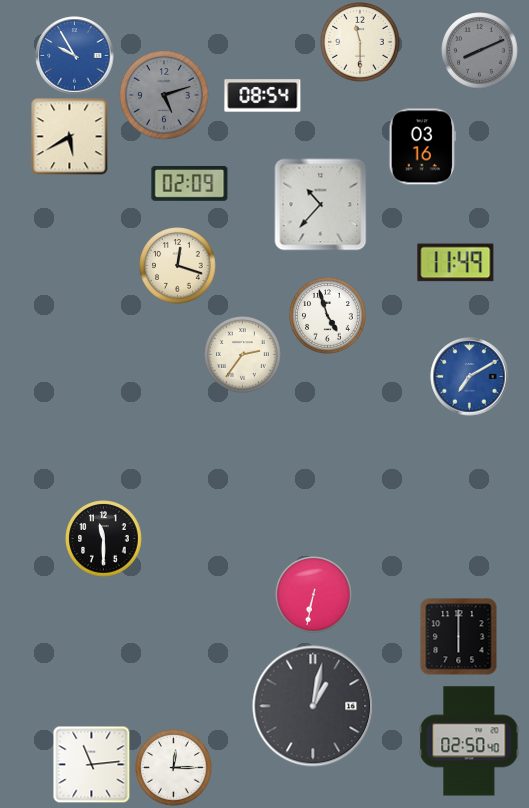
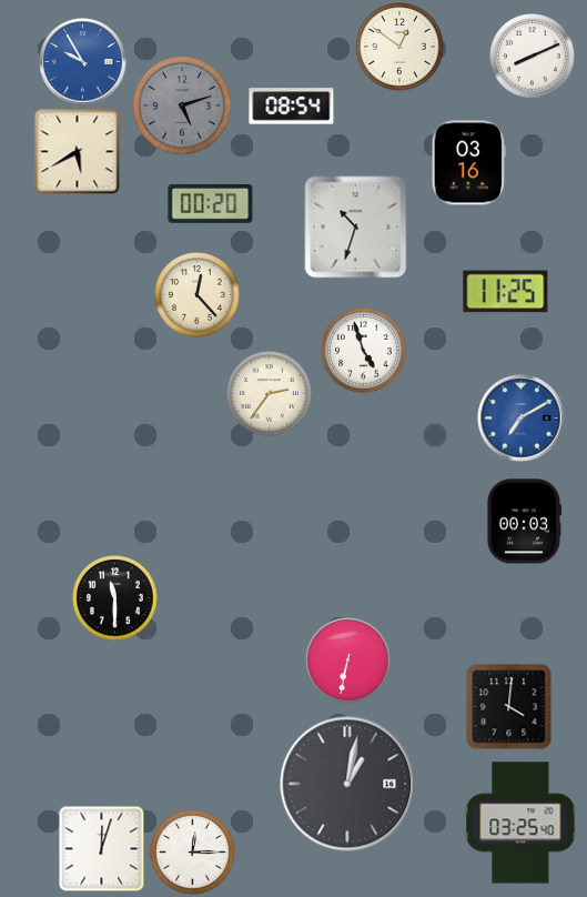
clock at (360, 42): 11:30 -> 12:51
clock at (480, 51) dial: grey -> white
clock at (190, 183): 02:09 -> 00:20
clock at (321, 205): 10:37 -> 10:33
clock at (456, 263): 11:49 -> 11:25
clock at (178, 266): 12:18 -> 12:23
clock at (523, 522): none -> 00:03
clock at (459, 637): 6:00 -> 4:01
clock at (469, 741): 02:50 -> 03:25
clock at (91, 764): 11:14 -> 12:03
